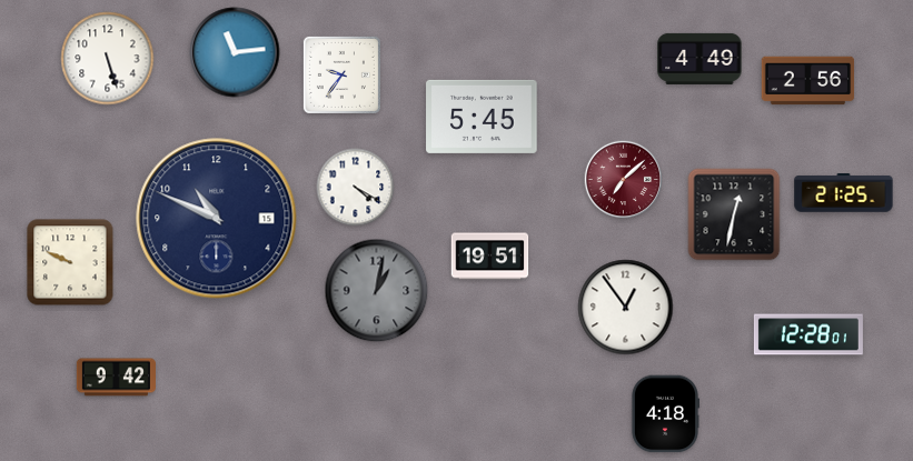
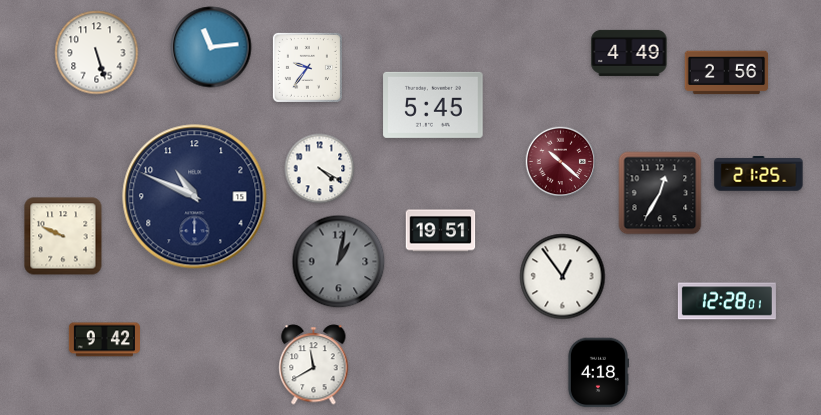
clock at (624, 180): 7:08 -> 10:22
clock at (734, 214): 12:32 -> 12:35
clock at (314, 365): none -> 11:40
